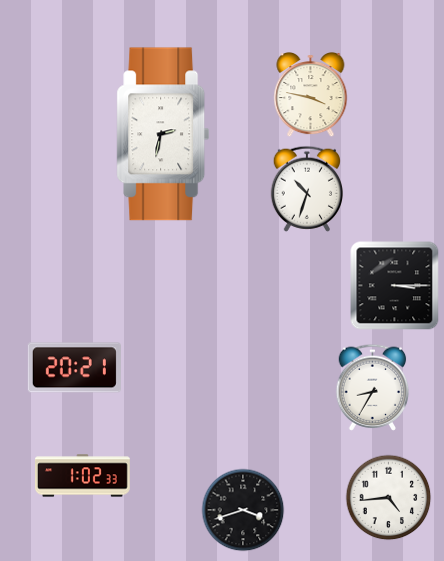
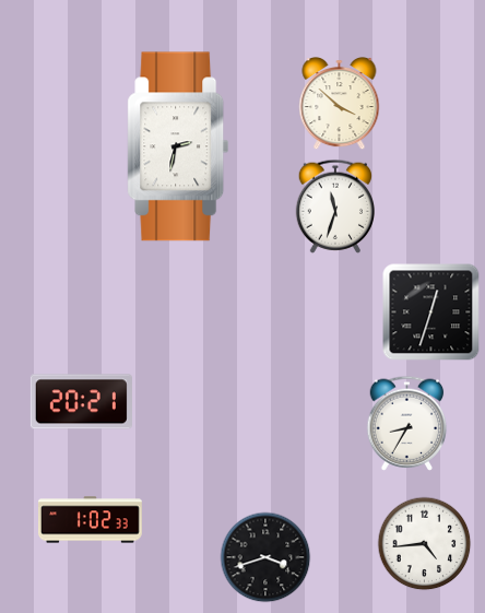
clock at (311, 96): 3:47 -> 3:52
clock at (306, 189): 10:33 -> 11:33
clock at (395, 286): 3:15 -> 12:33
